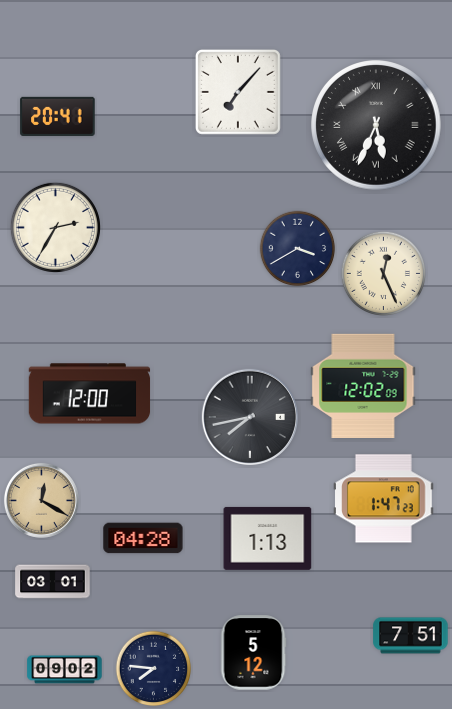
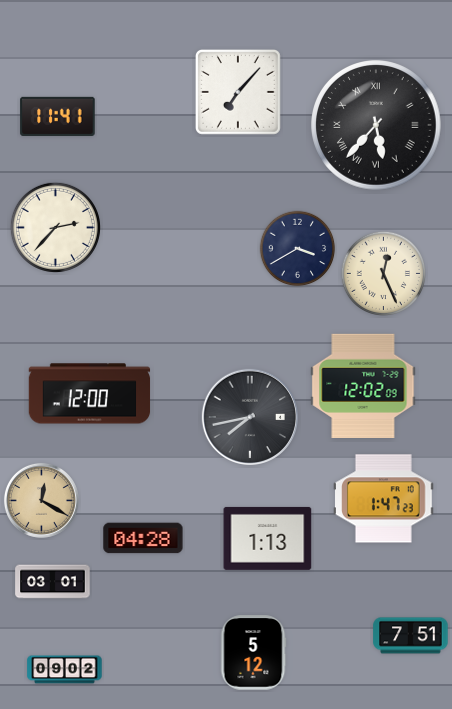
clock at (58, 116): 20:41 -> 11:41
clock at (377, 126): 5:34 -> 5:37
clock at (55, 227): 2:35 -> 2:37
clock at (154, 669): 7:46 -> none
